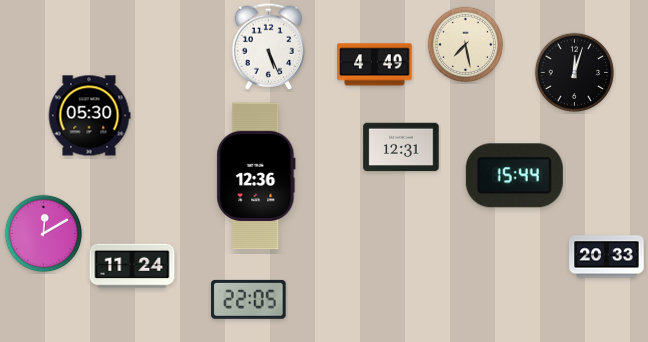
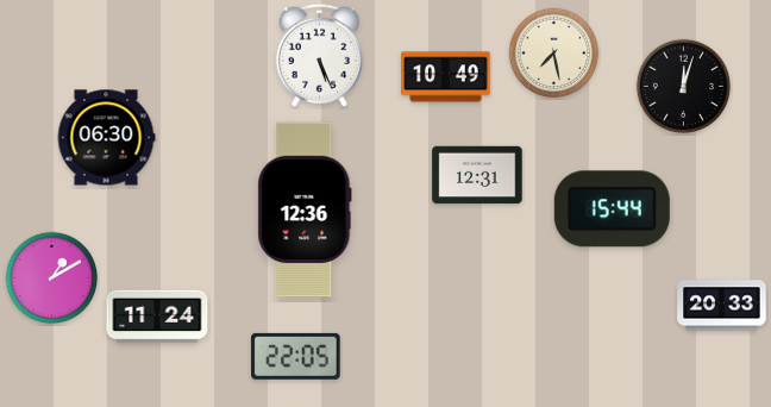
clock at (375, 65): 4:49 -> 10:49
clock at (89, 116): 05:30 -> 06:30
clock at (44, 234): 12:10 -> 1:10
